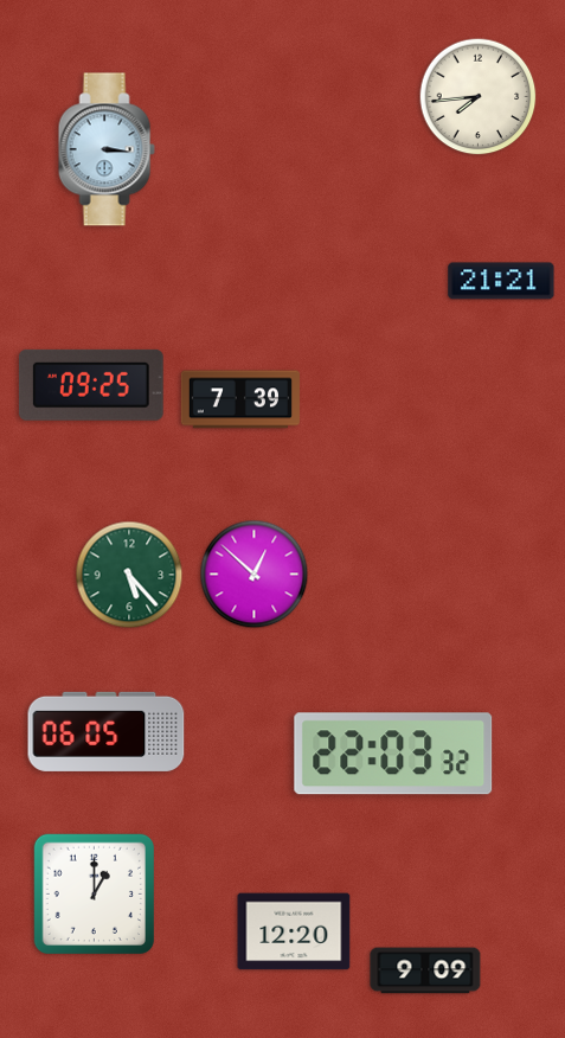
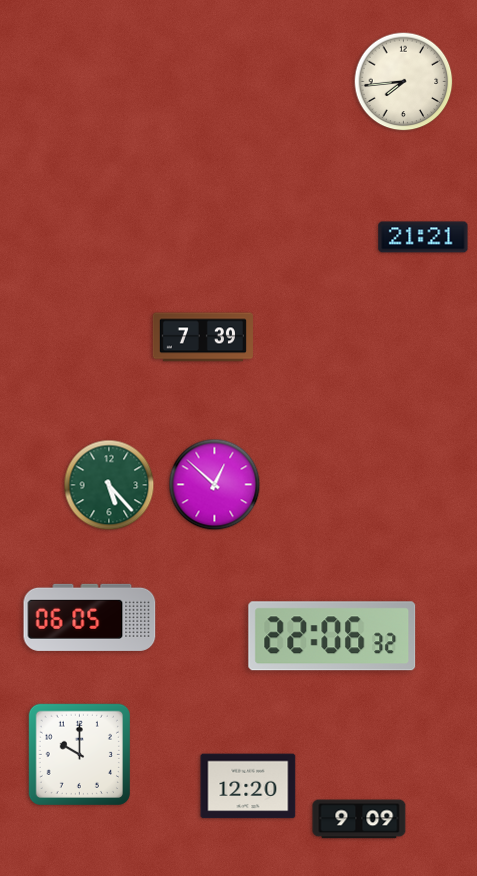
clock at (107, 149): 3:16 -> none
clock at (91, 385): 09:25 -> none
clock at (393, 754): 22:03 -> 22:06
clock at (94, 893): 1:00 -> 10:00
